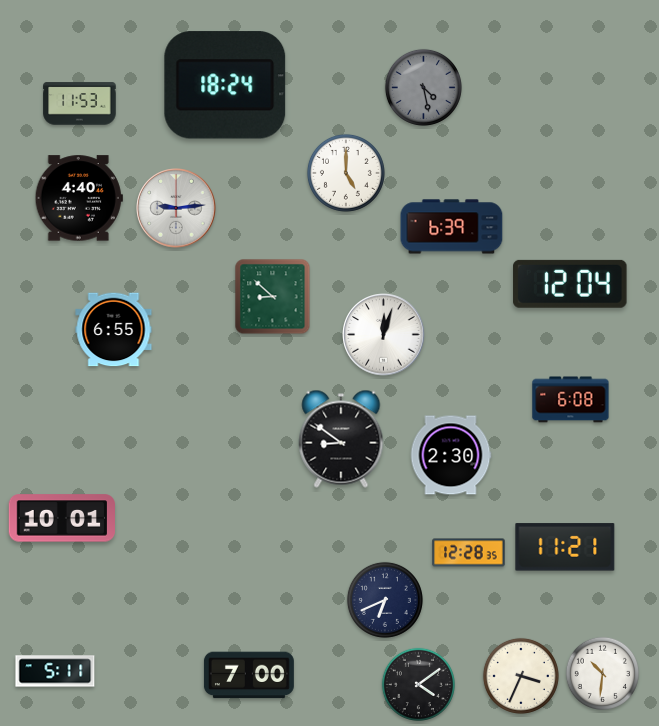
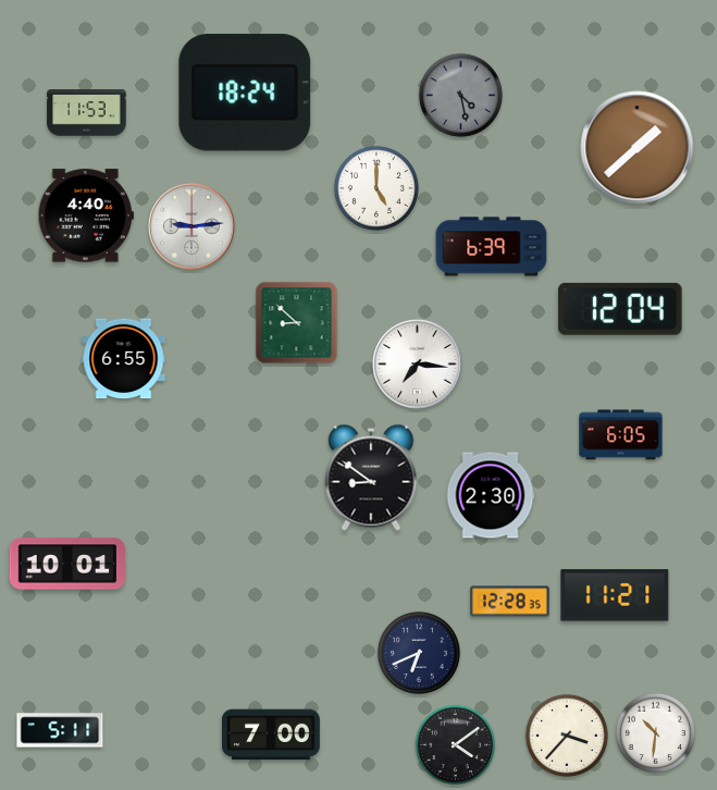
clock at (638, 148): none -> 1:38
clock at (384, 335): 12:03 -> 7:16
clock at (571, 400): 6:08 -> 6:05
clock at (521, 676): 3:34 -> 3:37
